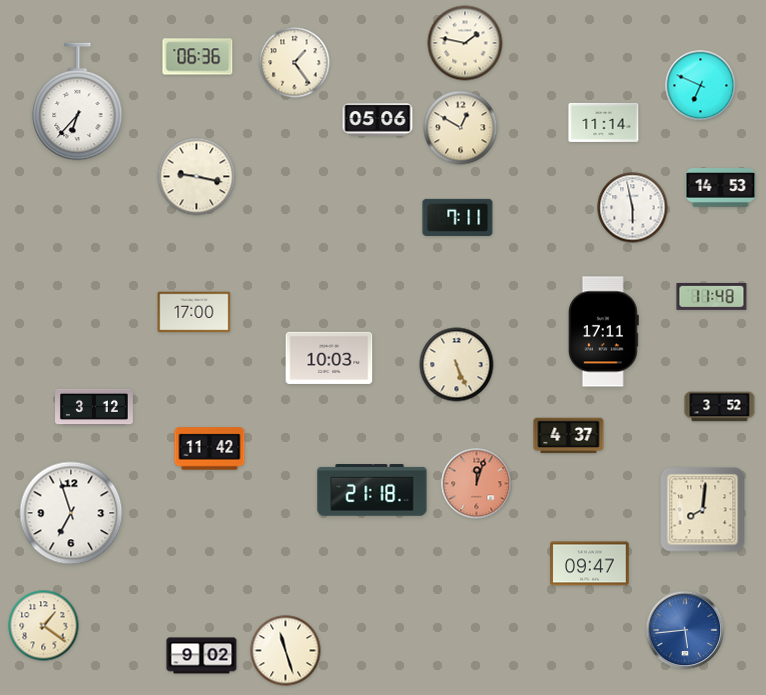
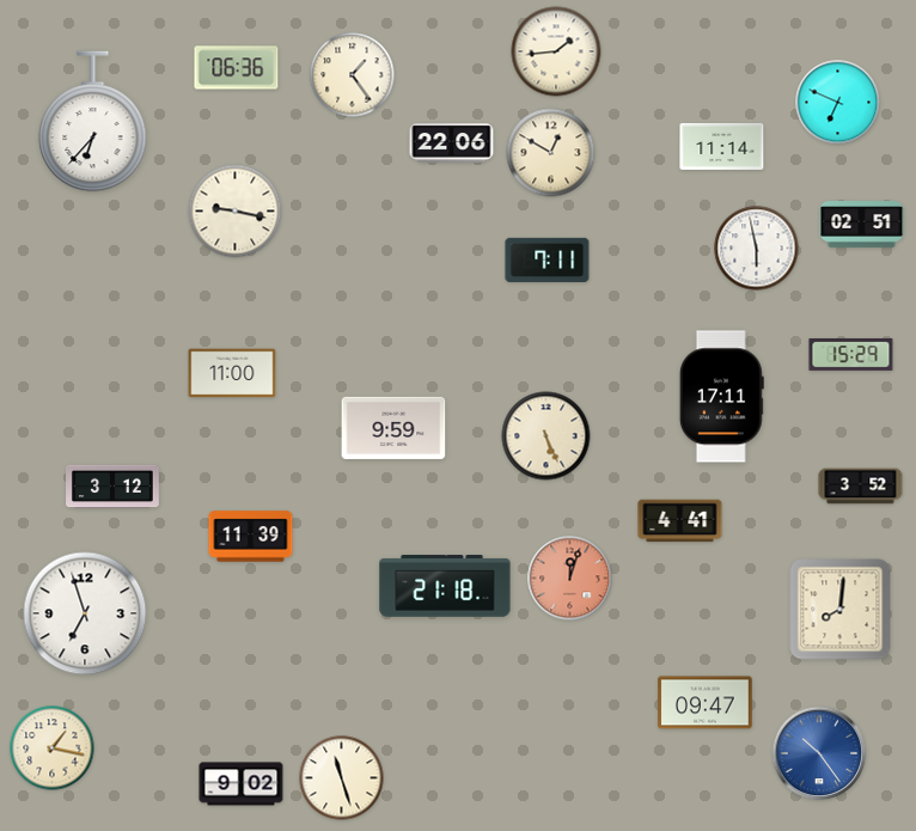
clock at (465, 43): 1:47 -> 1:44
clock at (378, 120): 05:06 -> 22:06
clock at (721, 188): 14:53 -> 02:51
clock at (712, 297): 11:48 -> 15:29
clock at (194, 312): 17:00 -> 11:00
clock at (329, 358): 10:03 -> 9:59
clock at (569, 436): 4:37 -> 4:41
clock at (210, 449): 11:42 -> 11:39
clock at (590, 564) position: (590, 564) -> (706, 703)
clock at (44, 626): 1:21 -> 1:17
clock at (685, 630): 5:44 -> 10:24
